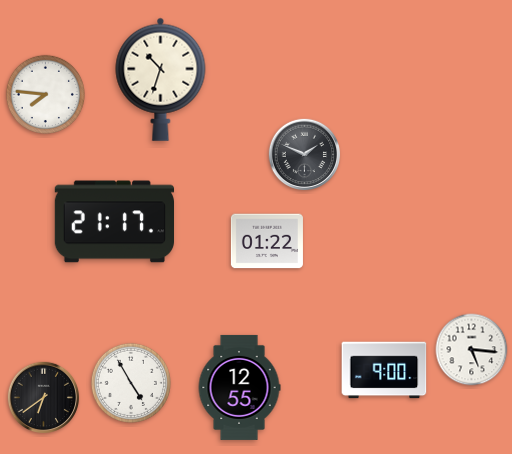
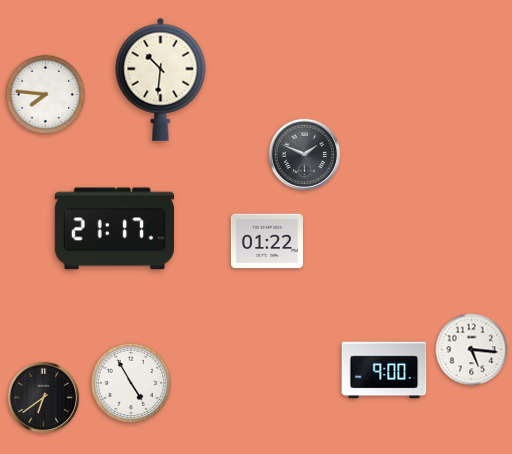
clock at (161, 79): 10:33 -> 10:31
clock at (114, 222) position: (114, 222) -> (114, 229)
clock at (239, 387): 12:55 -> none
